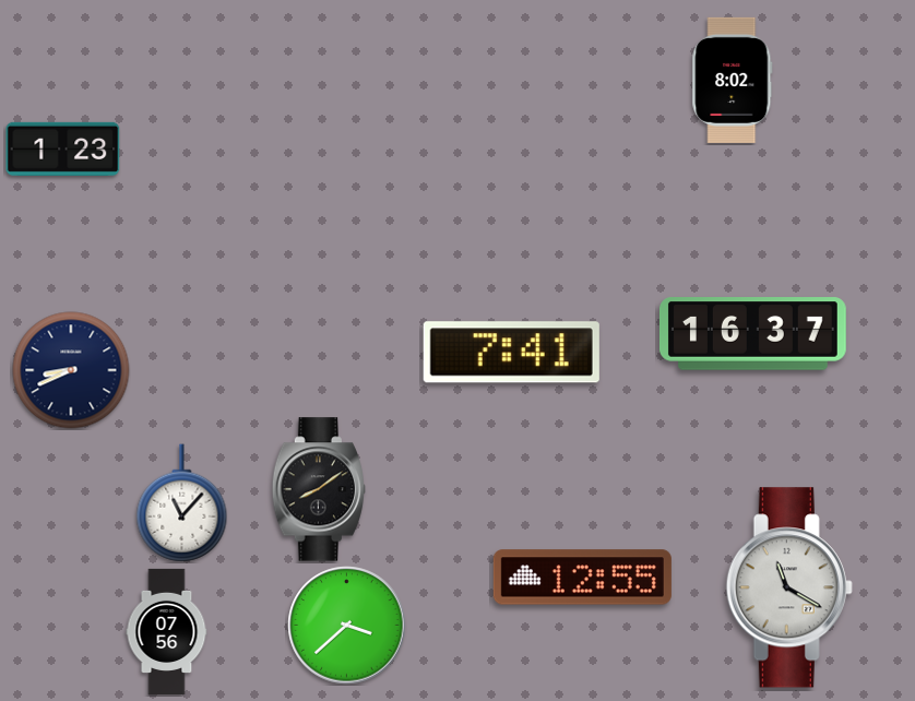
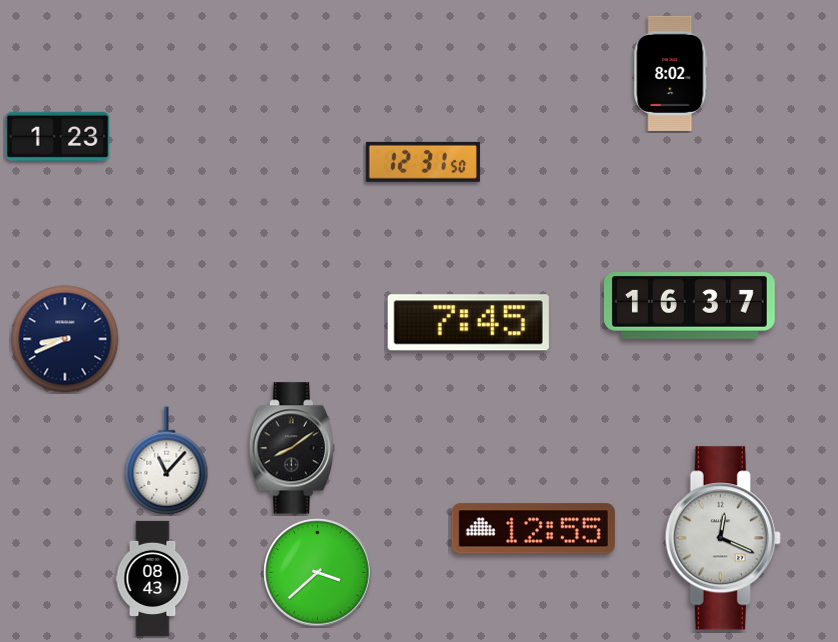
clock at (423, 162): none -> 12:31
clock at (511, 353): 7:41 -> 7:45
clock at (789, 587): 11:20 -> 12:19
clock at (167, 631): 07:56 -> 08:43
